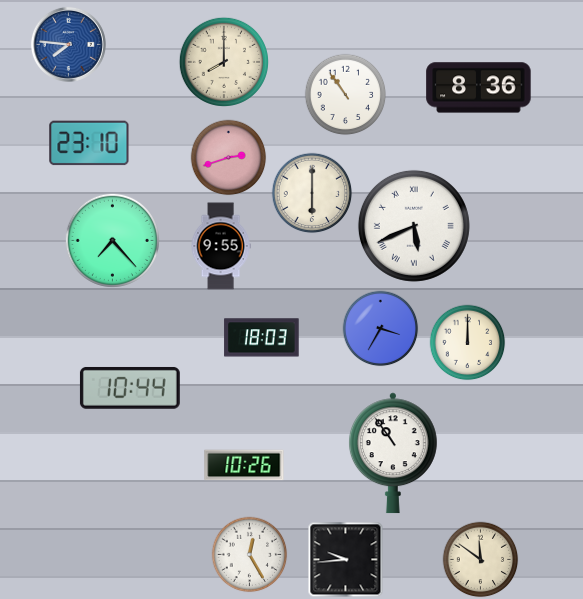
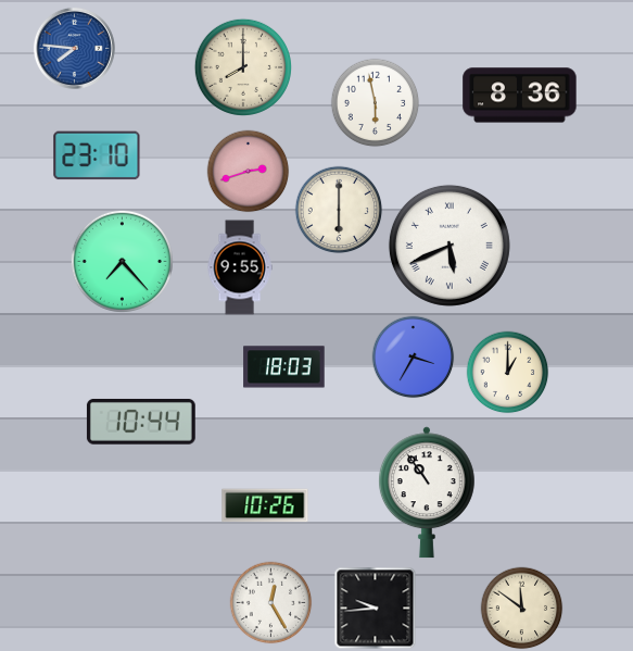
clock at (346, 95): 10:54 -> 5:58
clock at (468, 343): 12:00 -> 1:00
